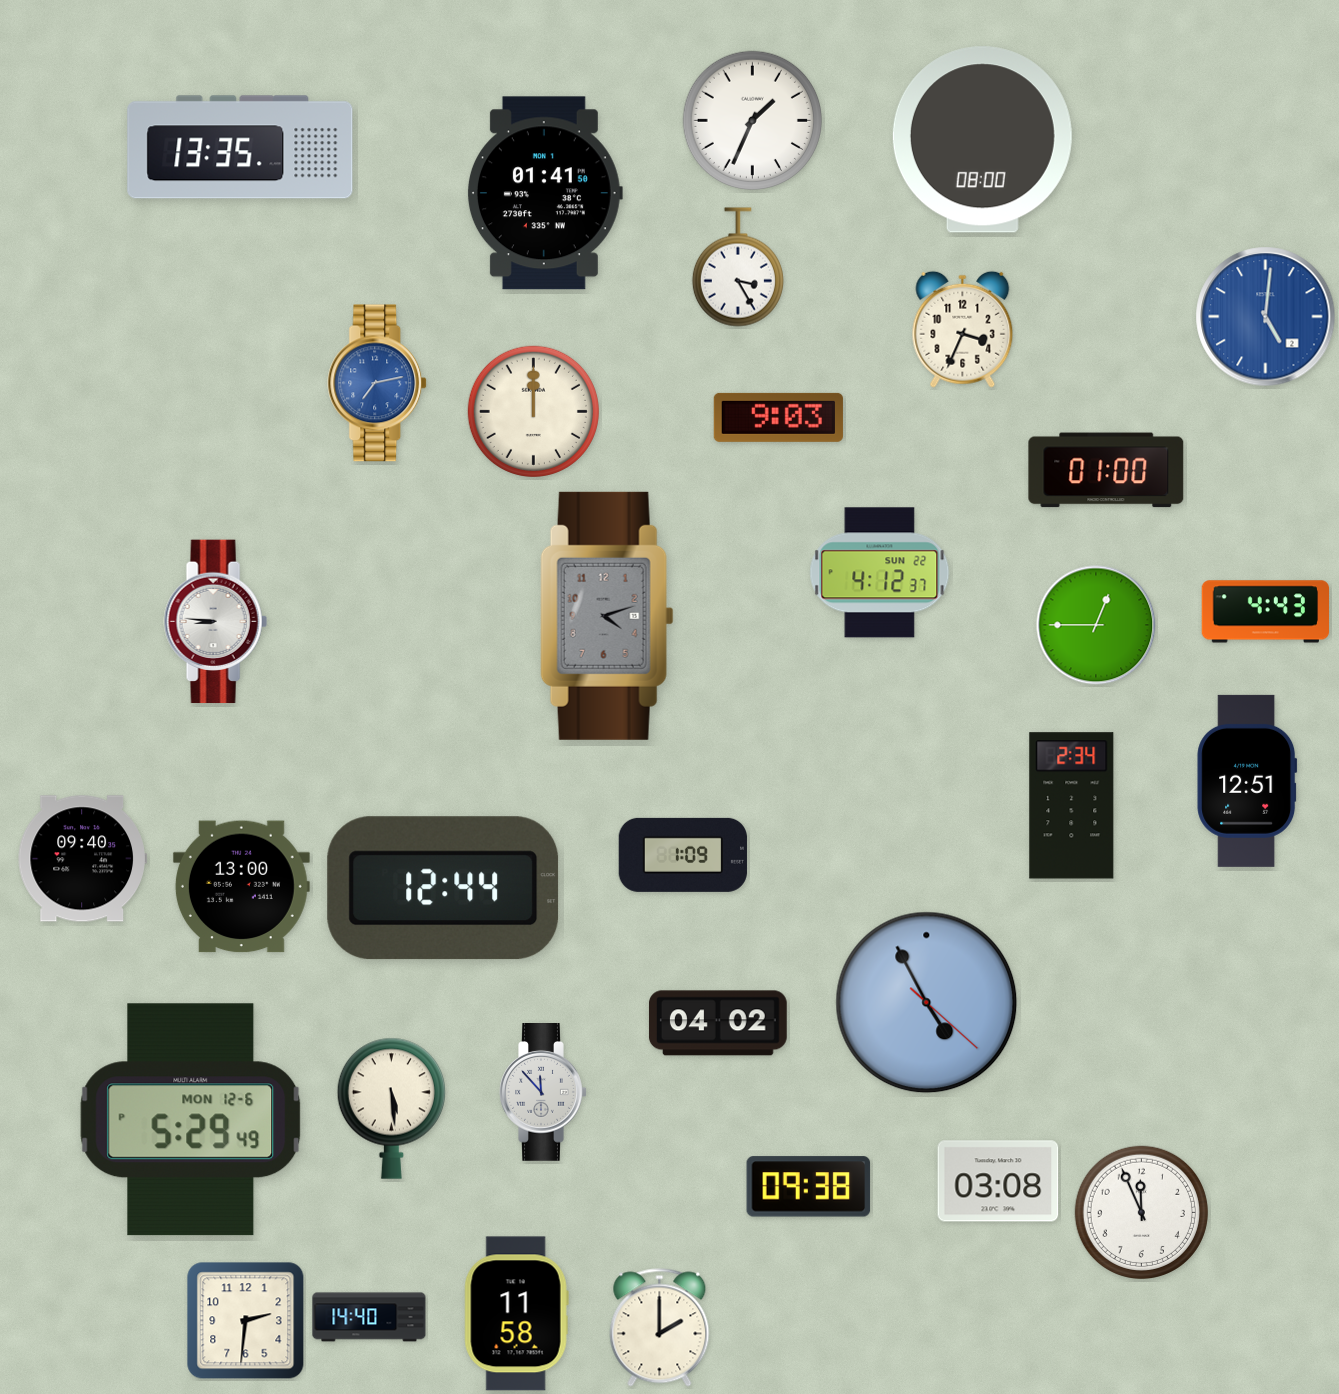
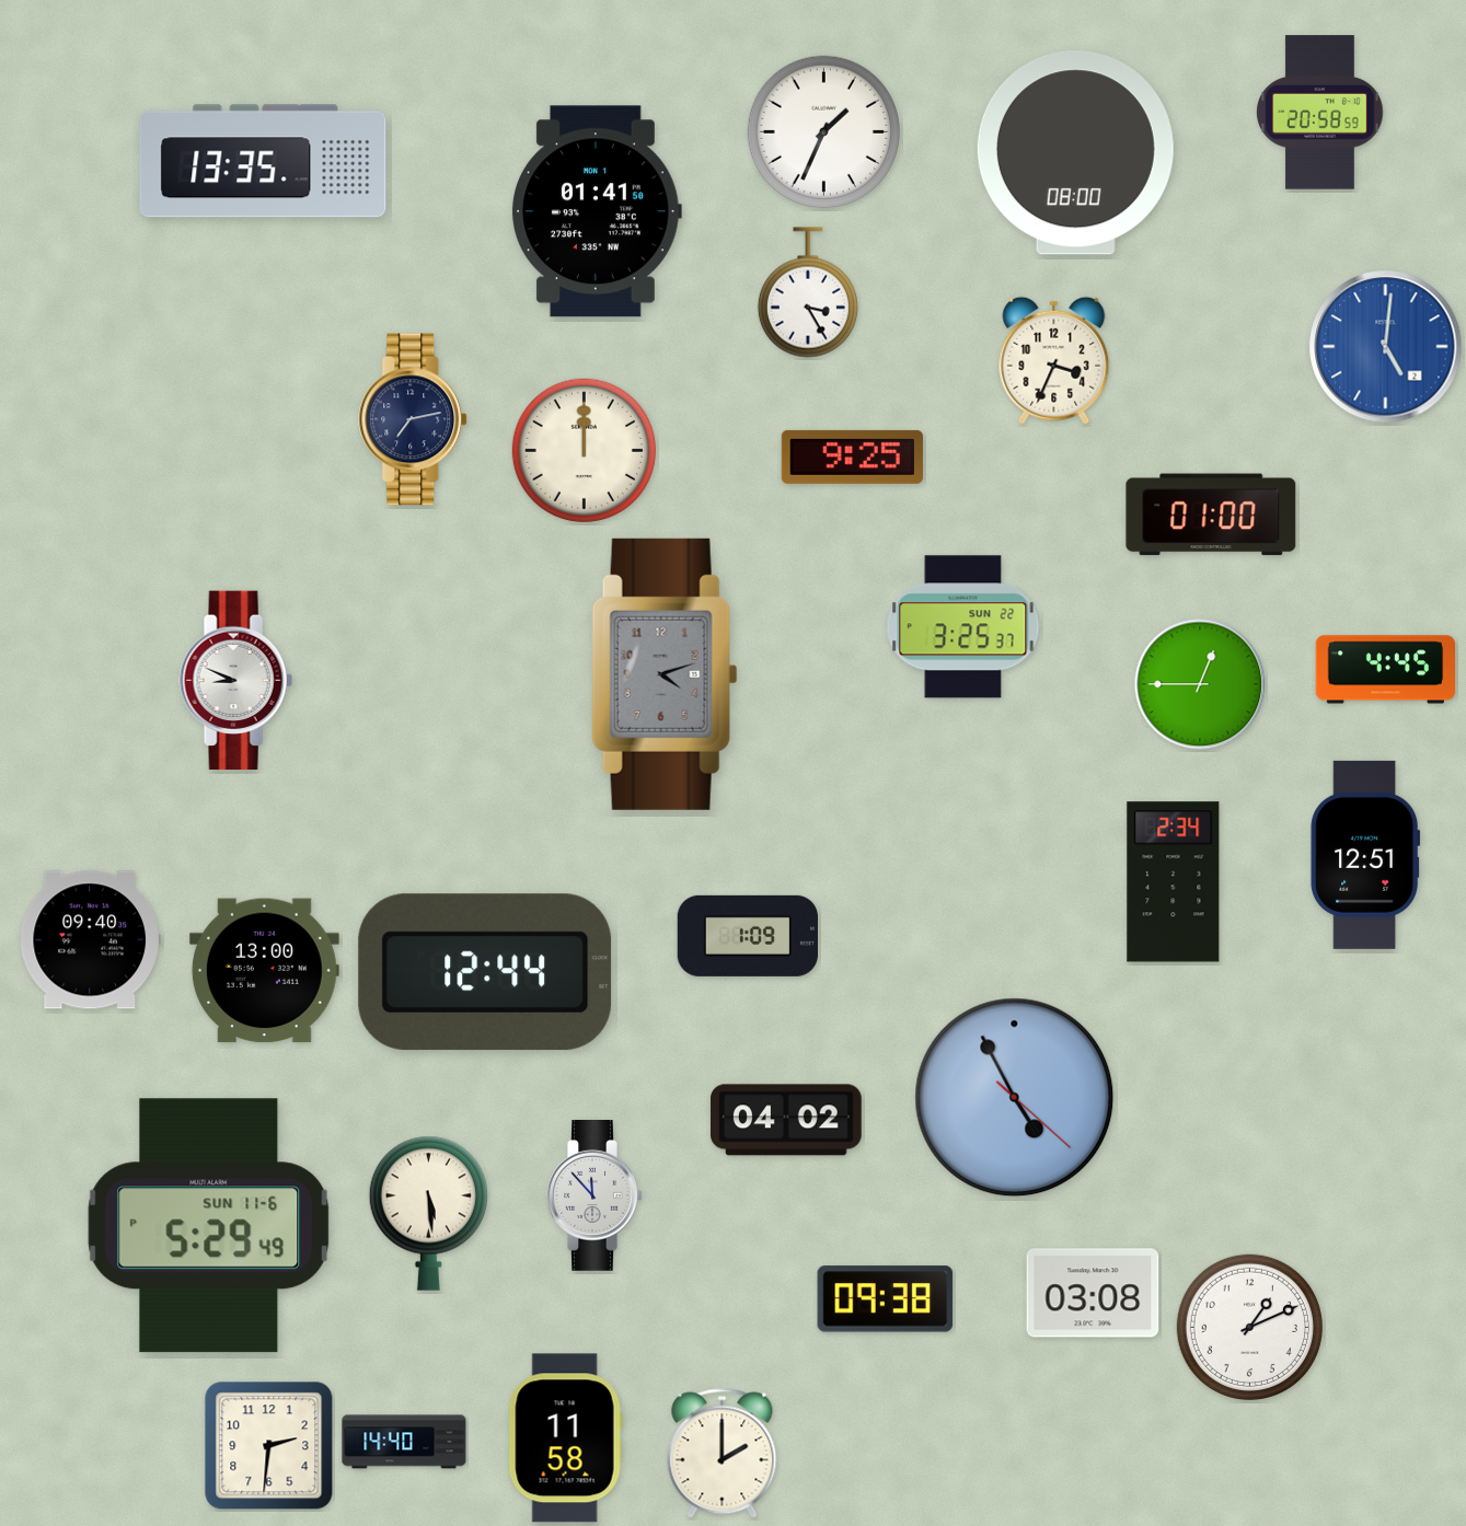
clock at (1320, 113): none -> 20:58
clock at (378, 383) dial: blue -> navy
clock at (778, 417): 9:03 -> 9:25
clock at (880, 573): 4:12 -> 3:25
clock at (1266, 612): 4:43 -> 4:45
clock at (215, 622): 8:46 -> 8:49
clock at (191, 1120) date: MON 12-6 -> SUN 11-6
clock at (1141, 1212): 11:56 -> 1:11
